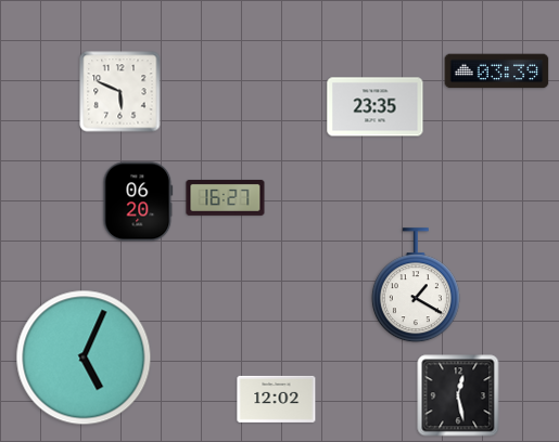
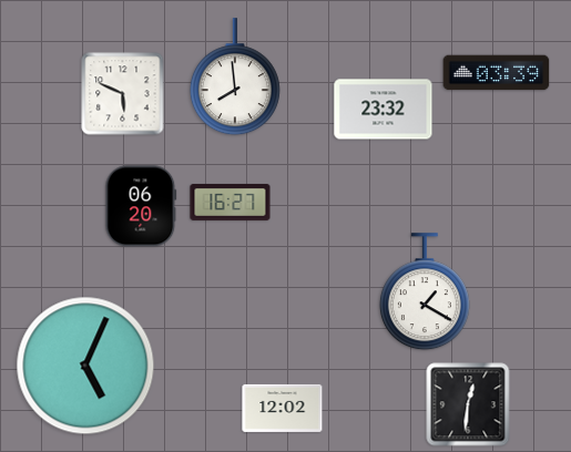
clock at (497, 71) position: (497, 71) -> (497, 73)
clock at (235, 78): none -> 7:59
clock at (376, 107): 23:35 -> 23:32
clock at (458, 395): 12:28 -> 12:31
